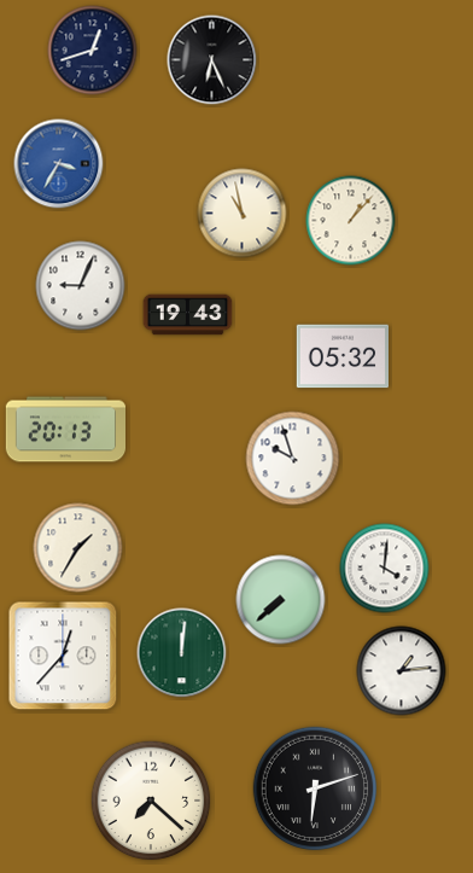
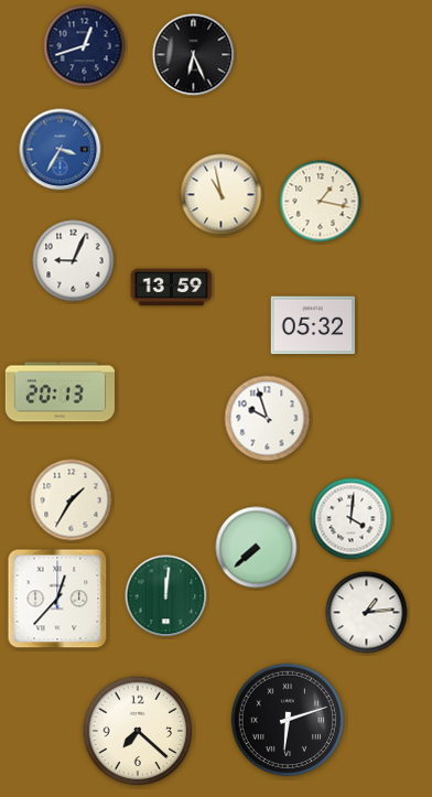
clock at (59, 164) position: (59, 164) -> (61, 150)
clock at (351, 221): 1:07 -> 1:17
clock at (188, 315): 19:43 -> 13:59
